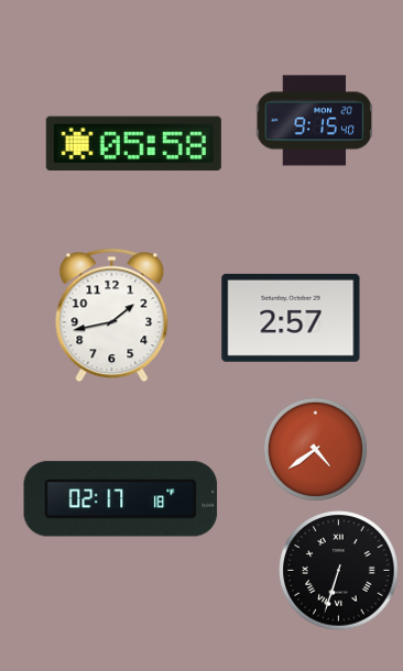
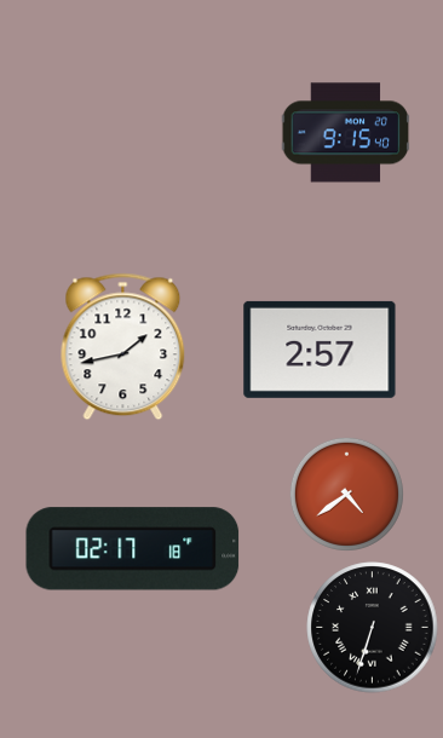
clock at (133, 143): 05:58 -> none
